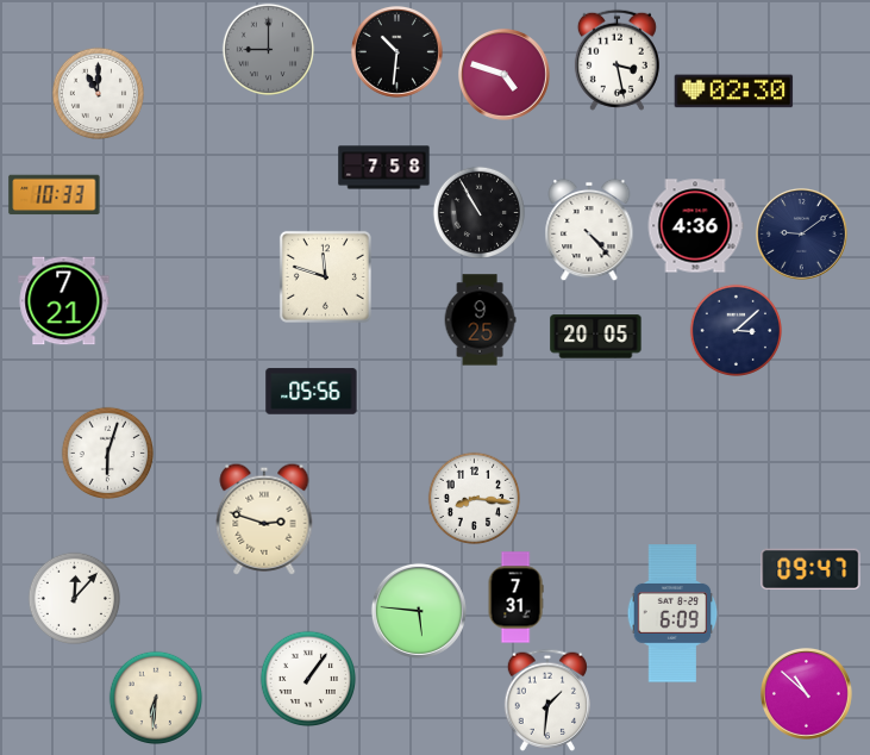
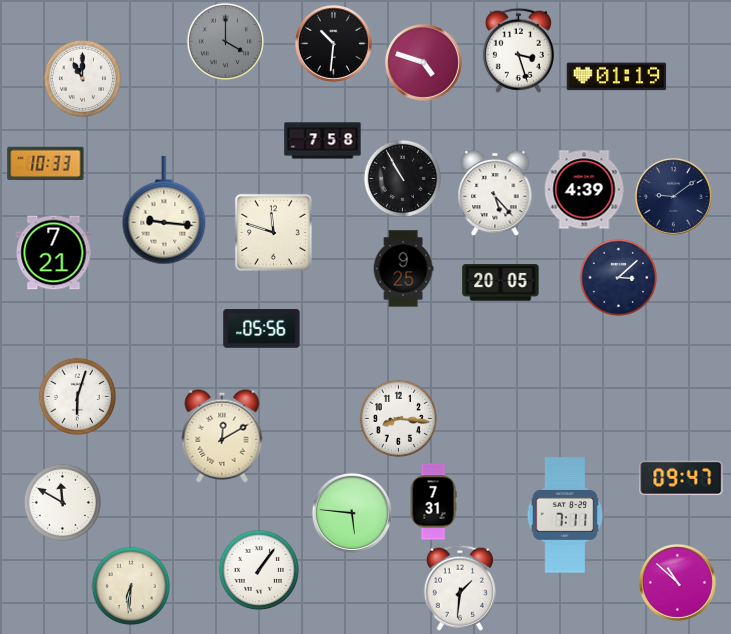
clock at (268, 49): 9:00 -> 4:00
clock at (616, 60): 3:28 -> 3:27
clock at (734, 92): 02:30 -> 01:19
clock at (695, 226): 4:36 -> 4:39
clock at (589, 230): 4:23 -> 5:23
clock at (164, 210): none -> 9:16
clock at (107, 453) position: (107, 453) -> (77, 396)
clock at (264, 519): 2:48 -> 12:10
clock at (74, 598): 12:07 -> 11:50
clock at (672, 613): 6:09 -> 7:11
